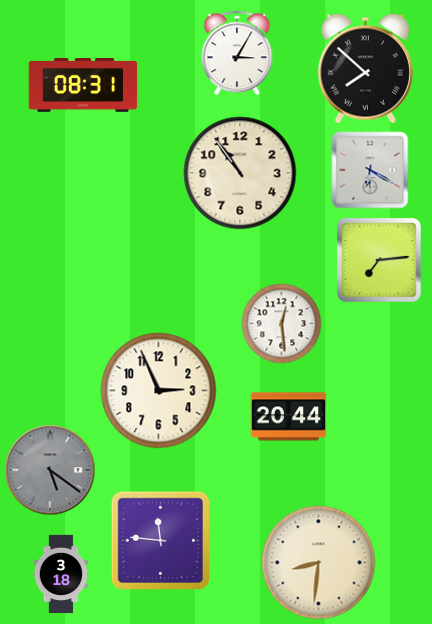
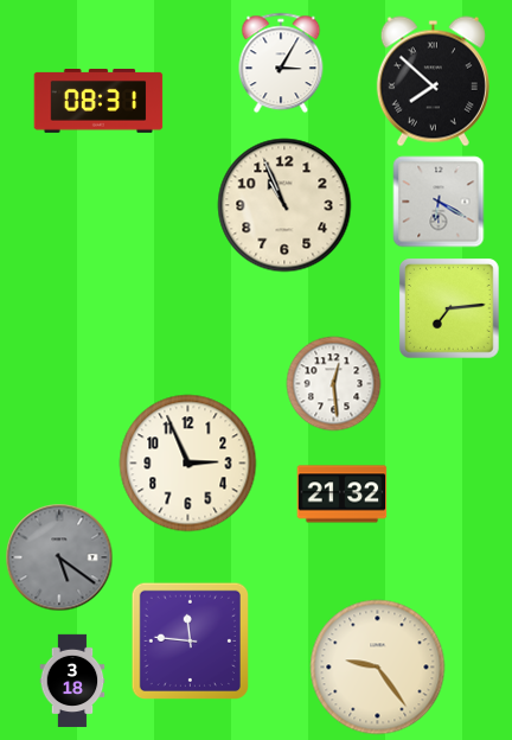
clock at (240, 173): 10:54 -> 10:56
clock at (289, 417): 20:44 -> 21:32
clock at (319, 563): 8:31 -> 9:24
